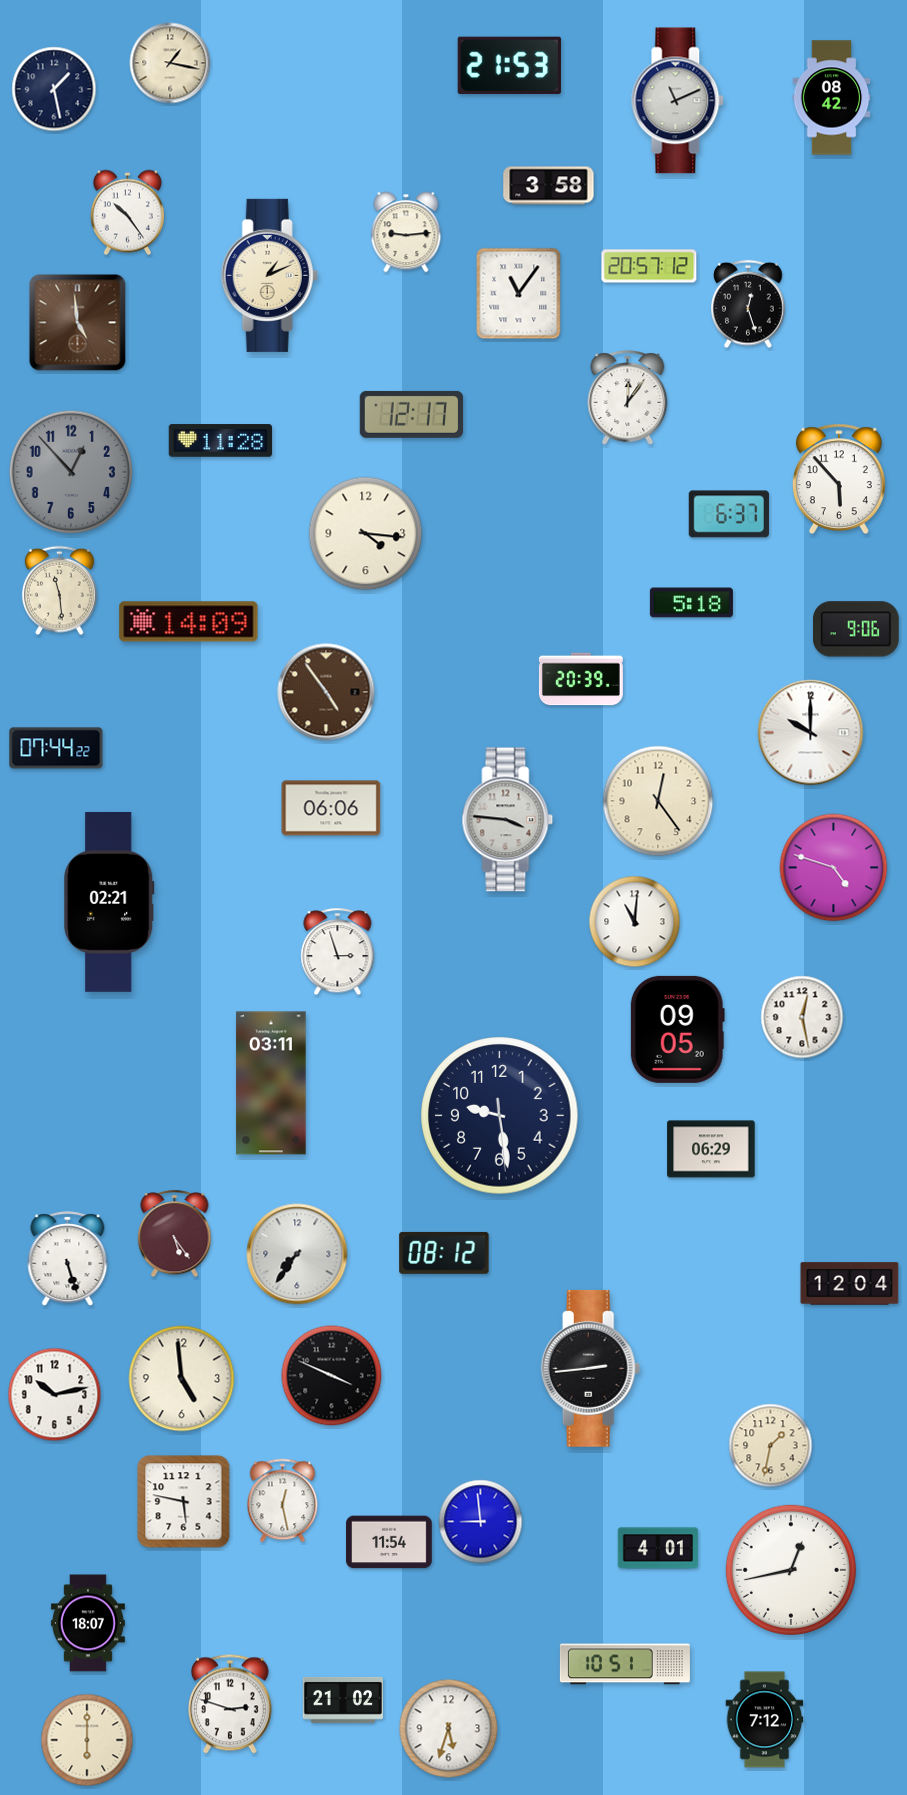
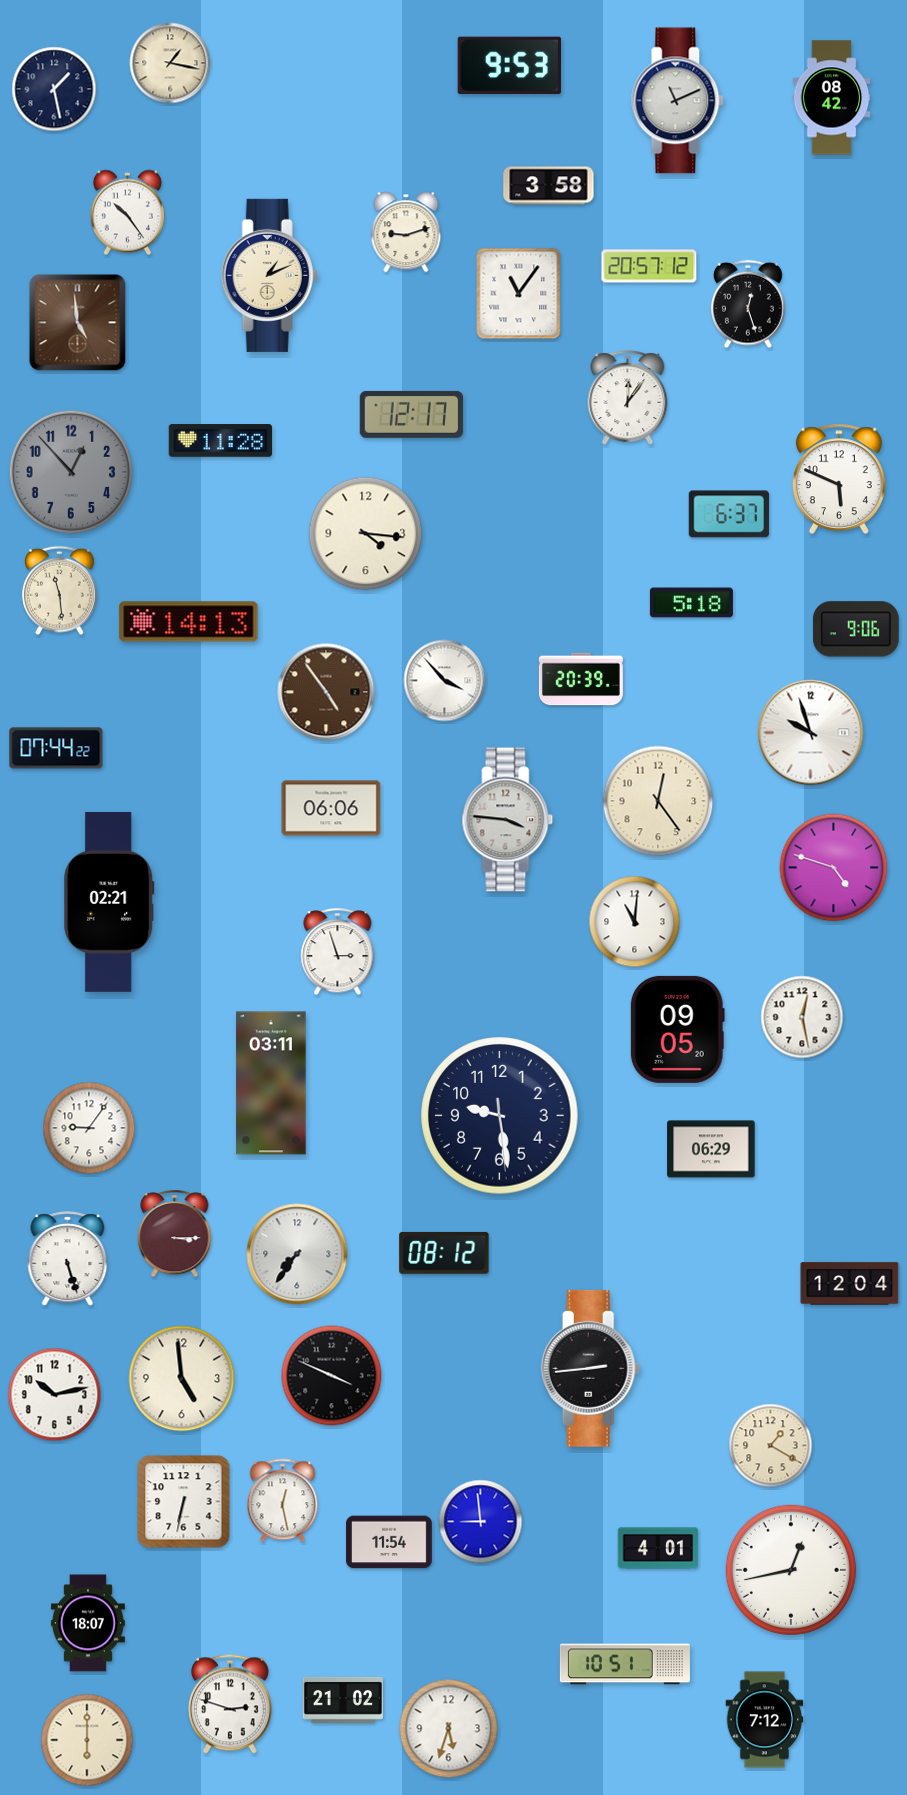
clock at (509, 65): 21:53 -> 9:53
clock at (406, 232): 9:14 -> 9:12
clock at (839, 479): 5:53 -> 5:49
clock at (189, 622): 14:09 -> 14:13
clock at (445, 681): none -> 3:53
clock at (811, 733): 10:00 -> 9:57
clock at (89, 1128): none -> 9:06
clock at (175, 1234): 5:24 -> 3:15
clock at (771, 1446): 1:32 -> 1:20
clock at (184, 1502): 5:47 -> 6:32
